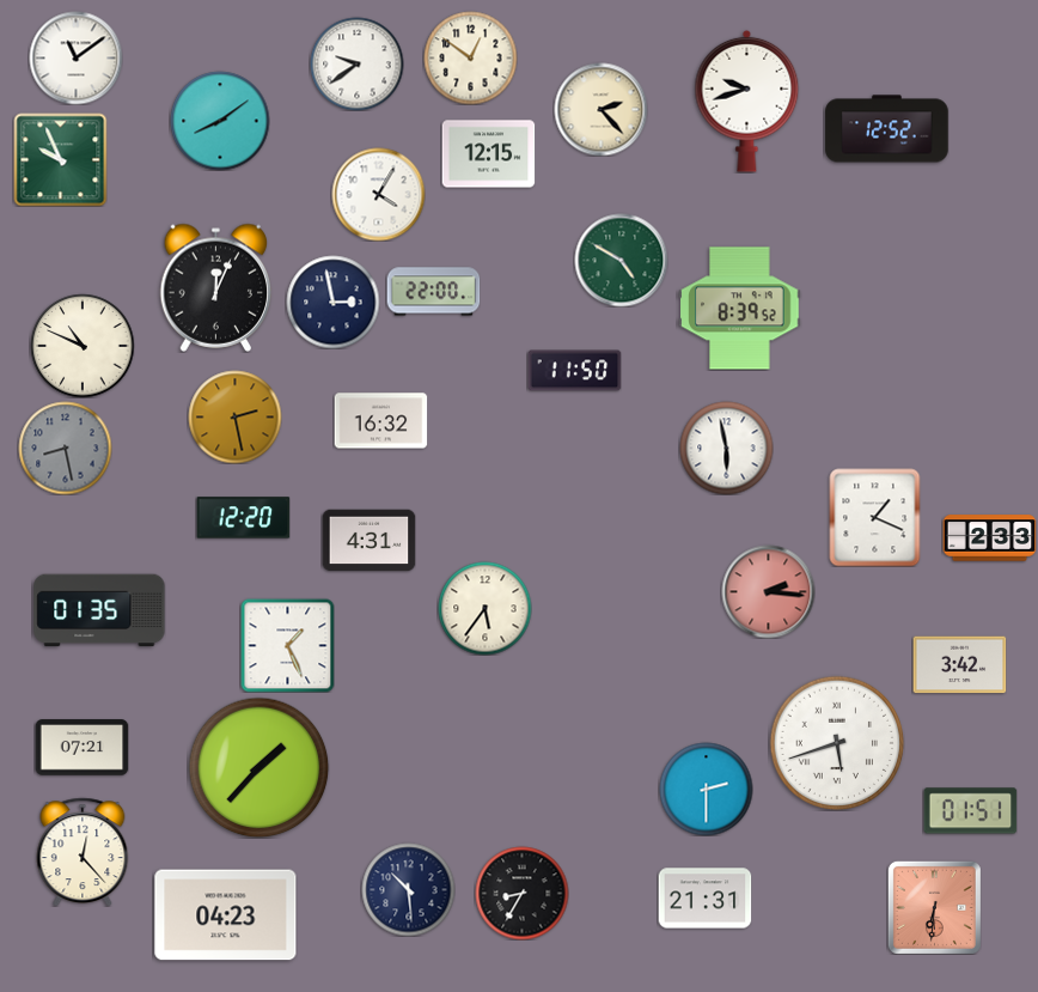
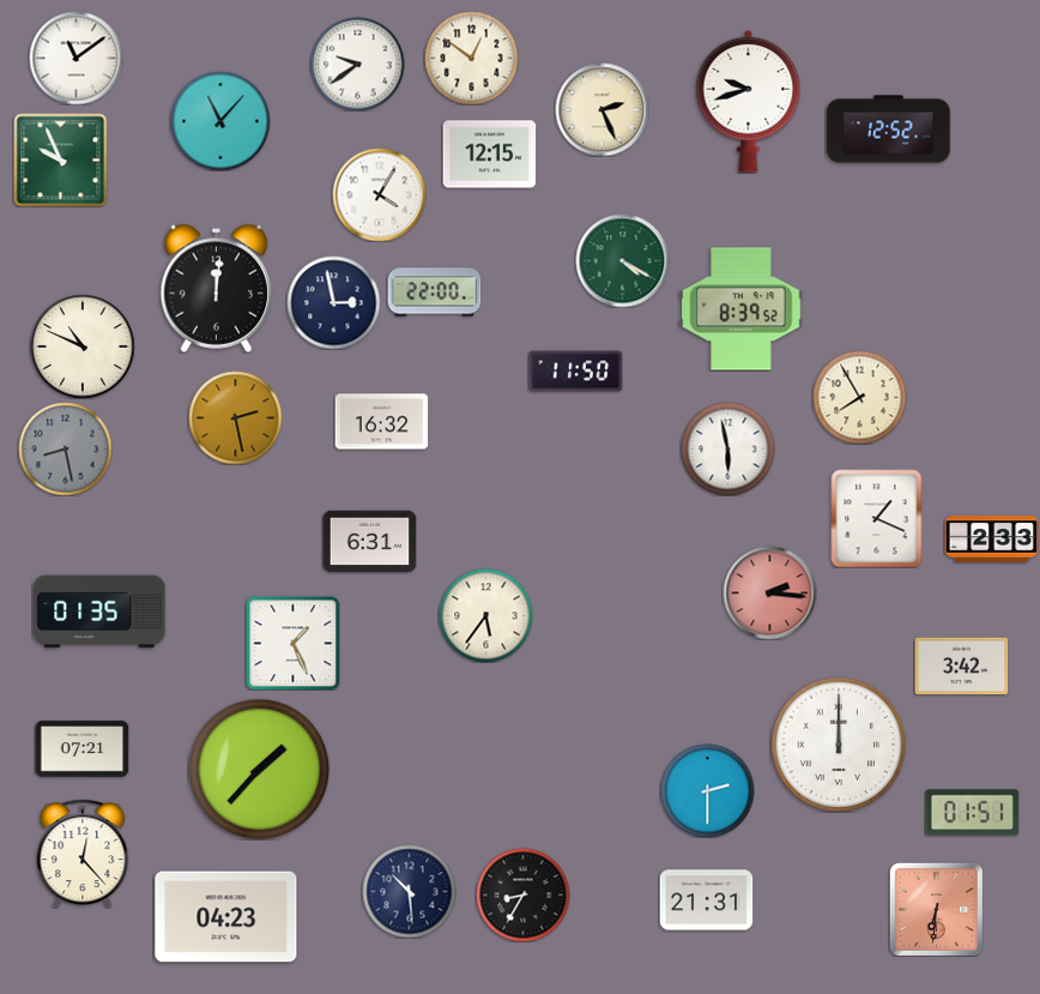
clock at (600, 109): 2:23 -> 2:26
clock at (220, 121): 8:09 -> 11:07
clock at (621, 260): 4:50 -> 4:20
clock at (216, 287): 12:04 -> 12:01
clock at (859, 397): none -> 7:55
clock at (243, 518): 12:20 -> none
clock at (368, 541): 4:31 -> 6:31
clock at (484, 608) position: (484, 608) -> (485, 615)
clock at (287, 645) position: (287, 645) -> (292, 643)
clock at (837, 743): 5:42 -> 12:00
